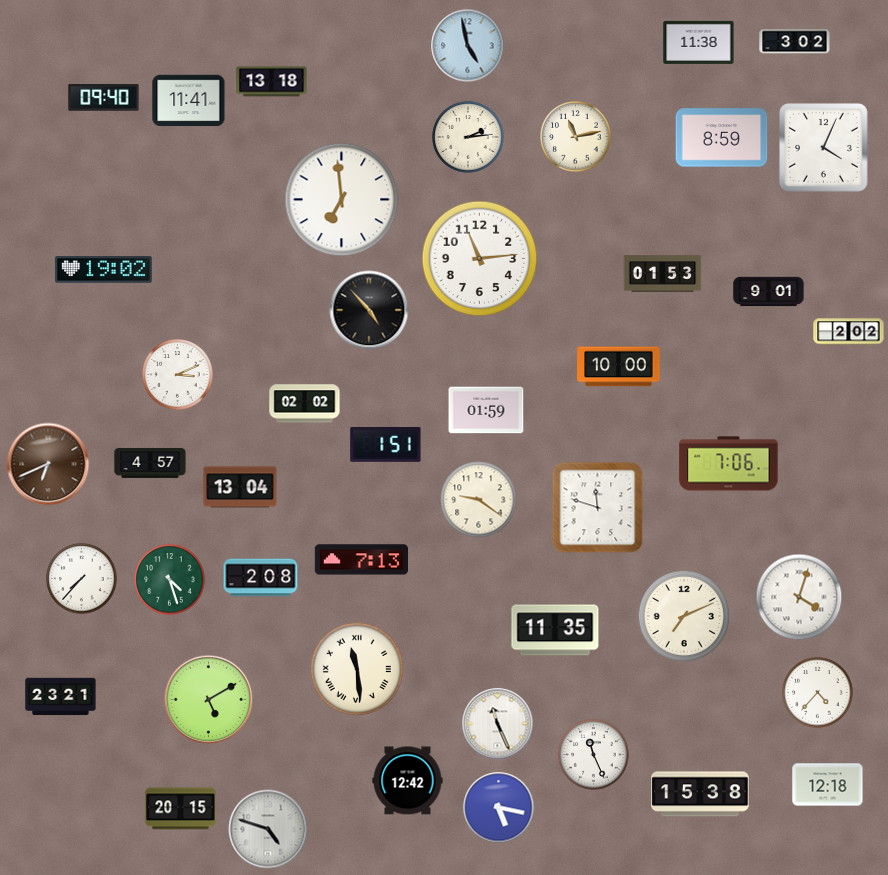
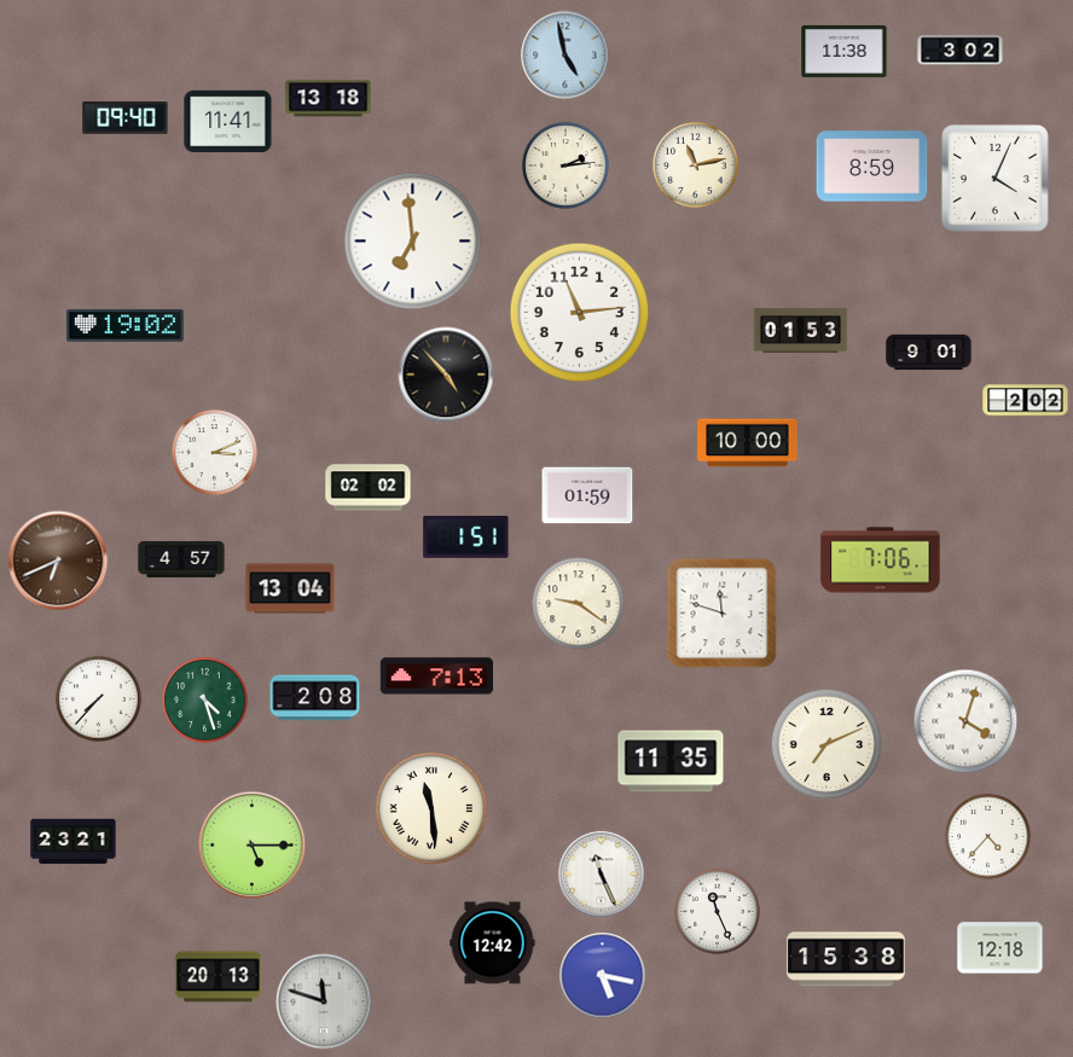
clock at (209, 700): 5:10 -> 5:15
clock at (181, 809): 20:15 -> 20:13
clock at (268, 829): 4:48 -> 11:48
